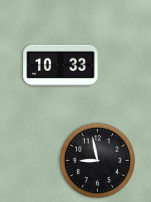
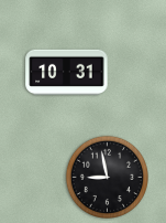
clock at (61, 66): 10:33 -> 10:31
